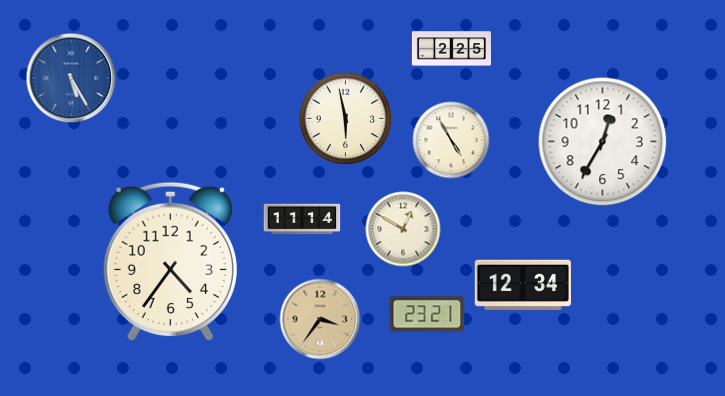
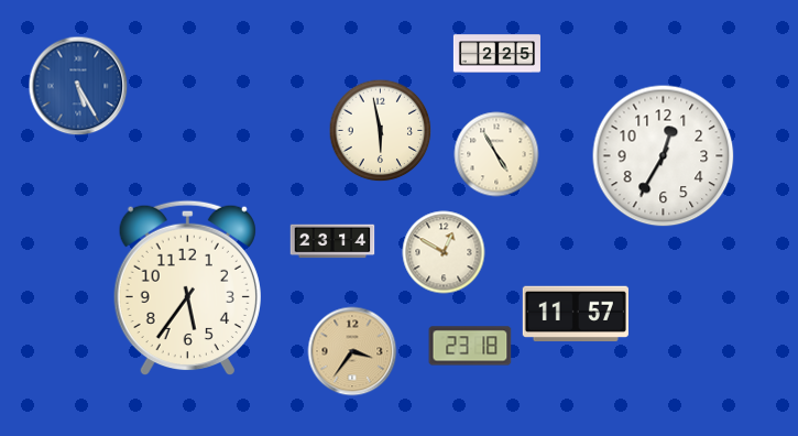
clock at (302, 219): 11:14 -> 23:14
clock at (170, 262): 4:36 -> 5:36
clock at (523, 284): 12:34 -> 11:57
clock at (427, 314): 23:21 -> 23:18
